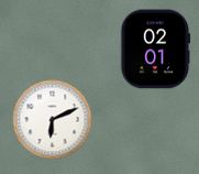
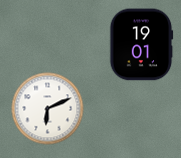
clock at (156, 50): 02:01 -> 19:01
